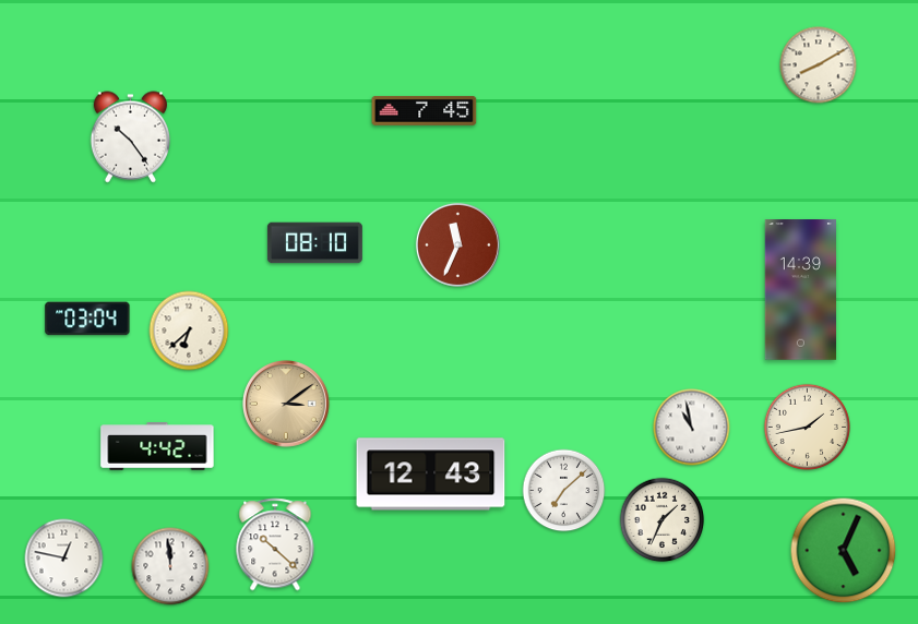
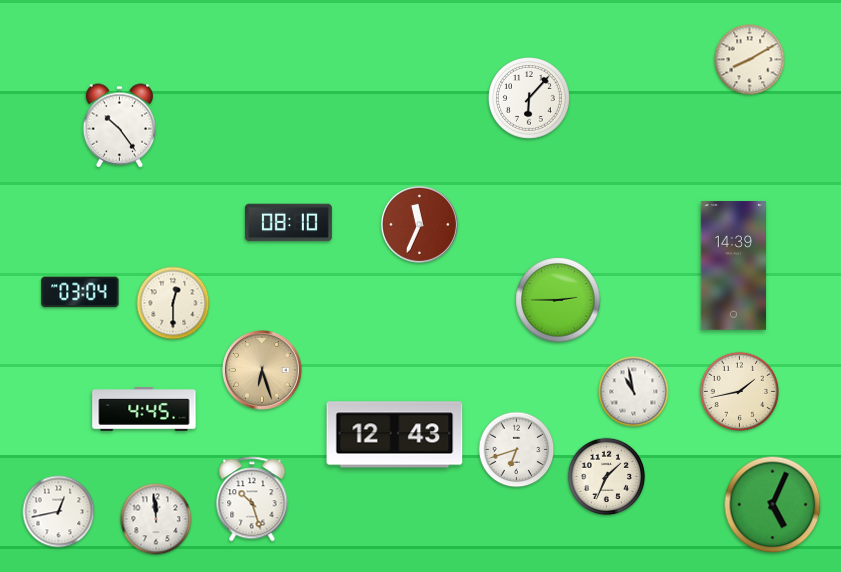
clock at (529, 98): none -> 6:07
clock at (425, 110): 7:45 -> none
clock at (558, 300): none -> 2:45
clock at (189, 331): 6:38 -> 12:30
clock at (287, 405): 3:09 -> 6:27
clock at (157, 446): 4:42 -> 4:45
clock at (564, 491): 7:08 -> 6:42
clock at (275, 544): 10:22 -> 10:27
clock at (64, 559): 12:47 -> 12:43
